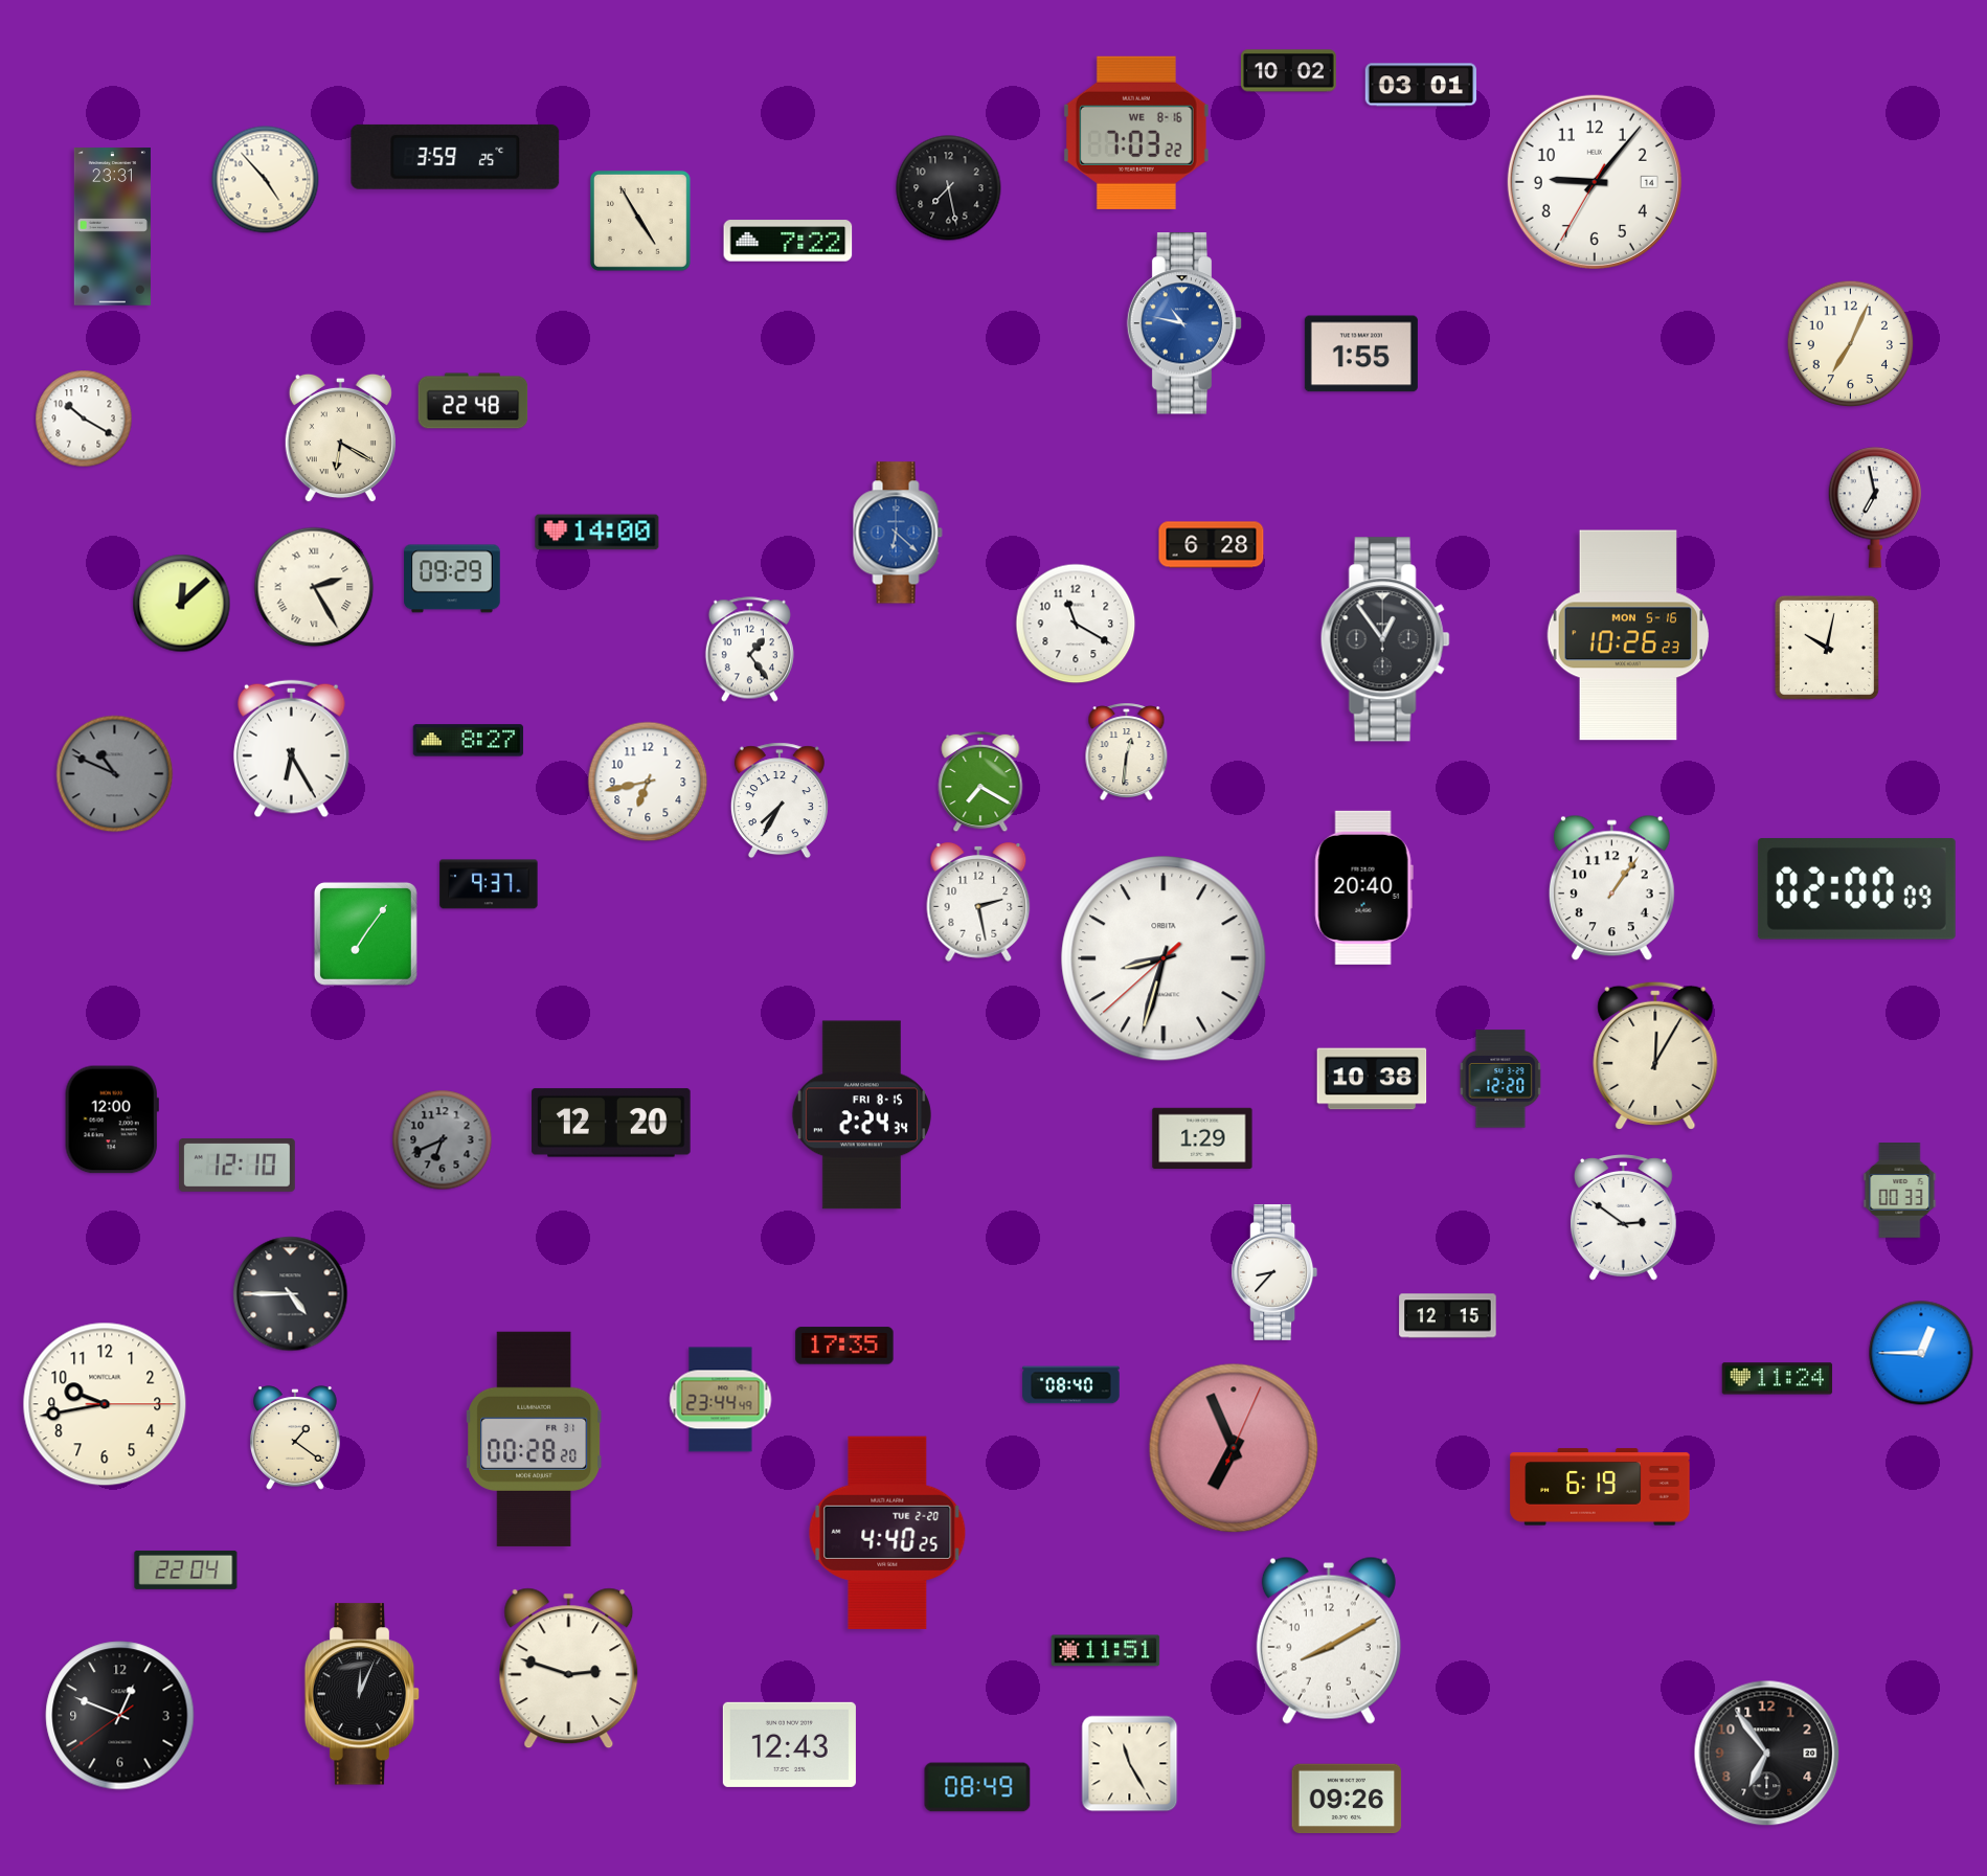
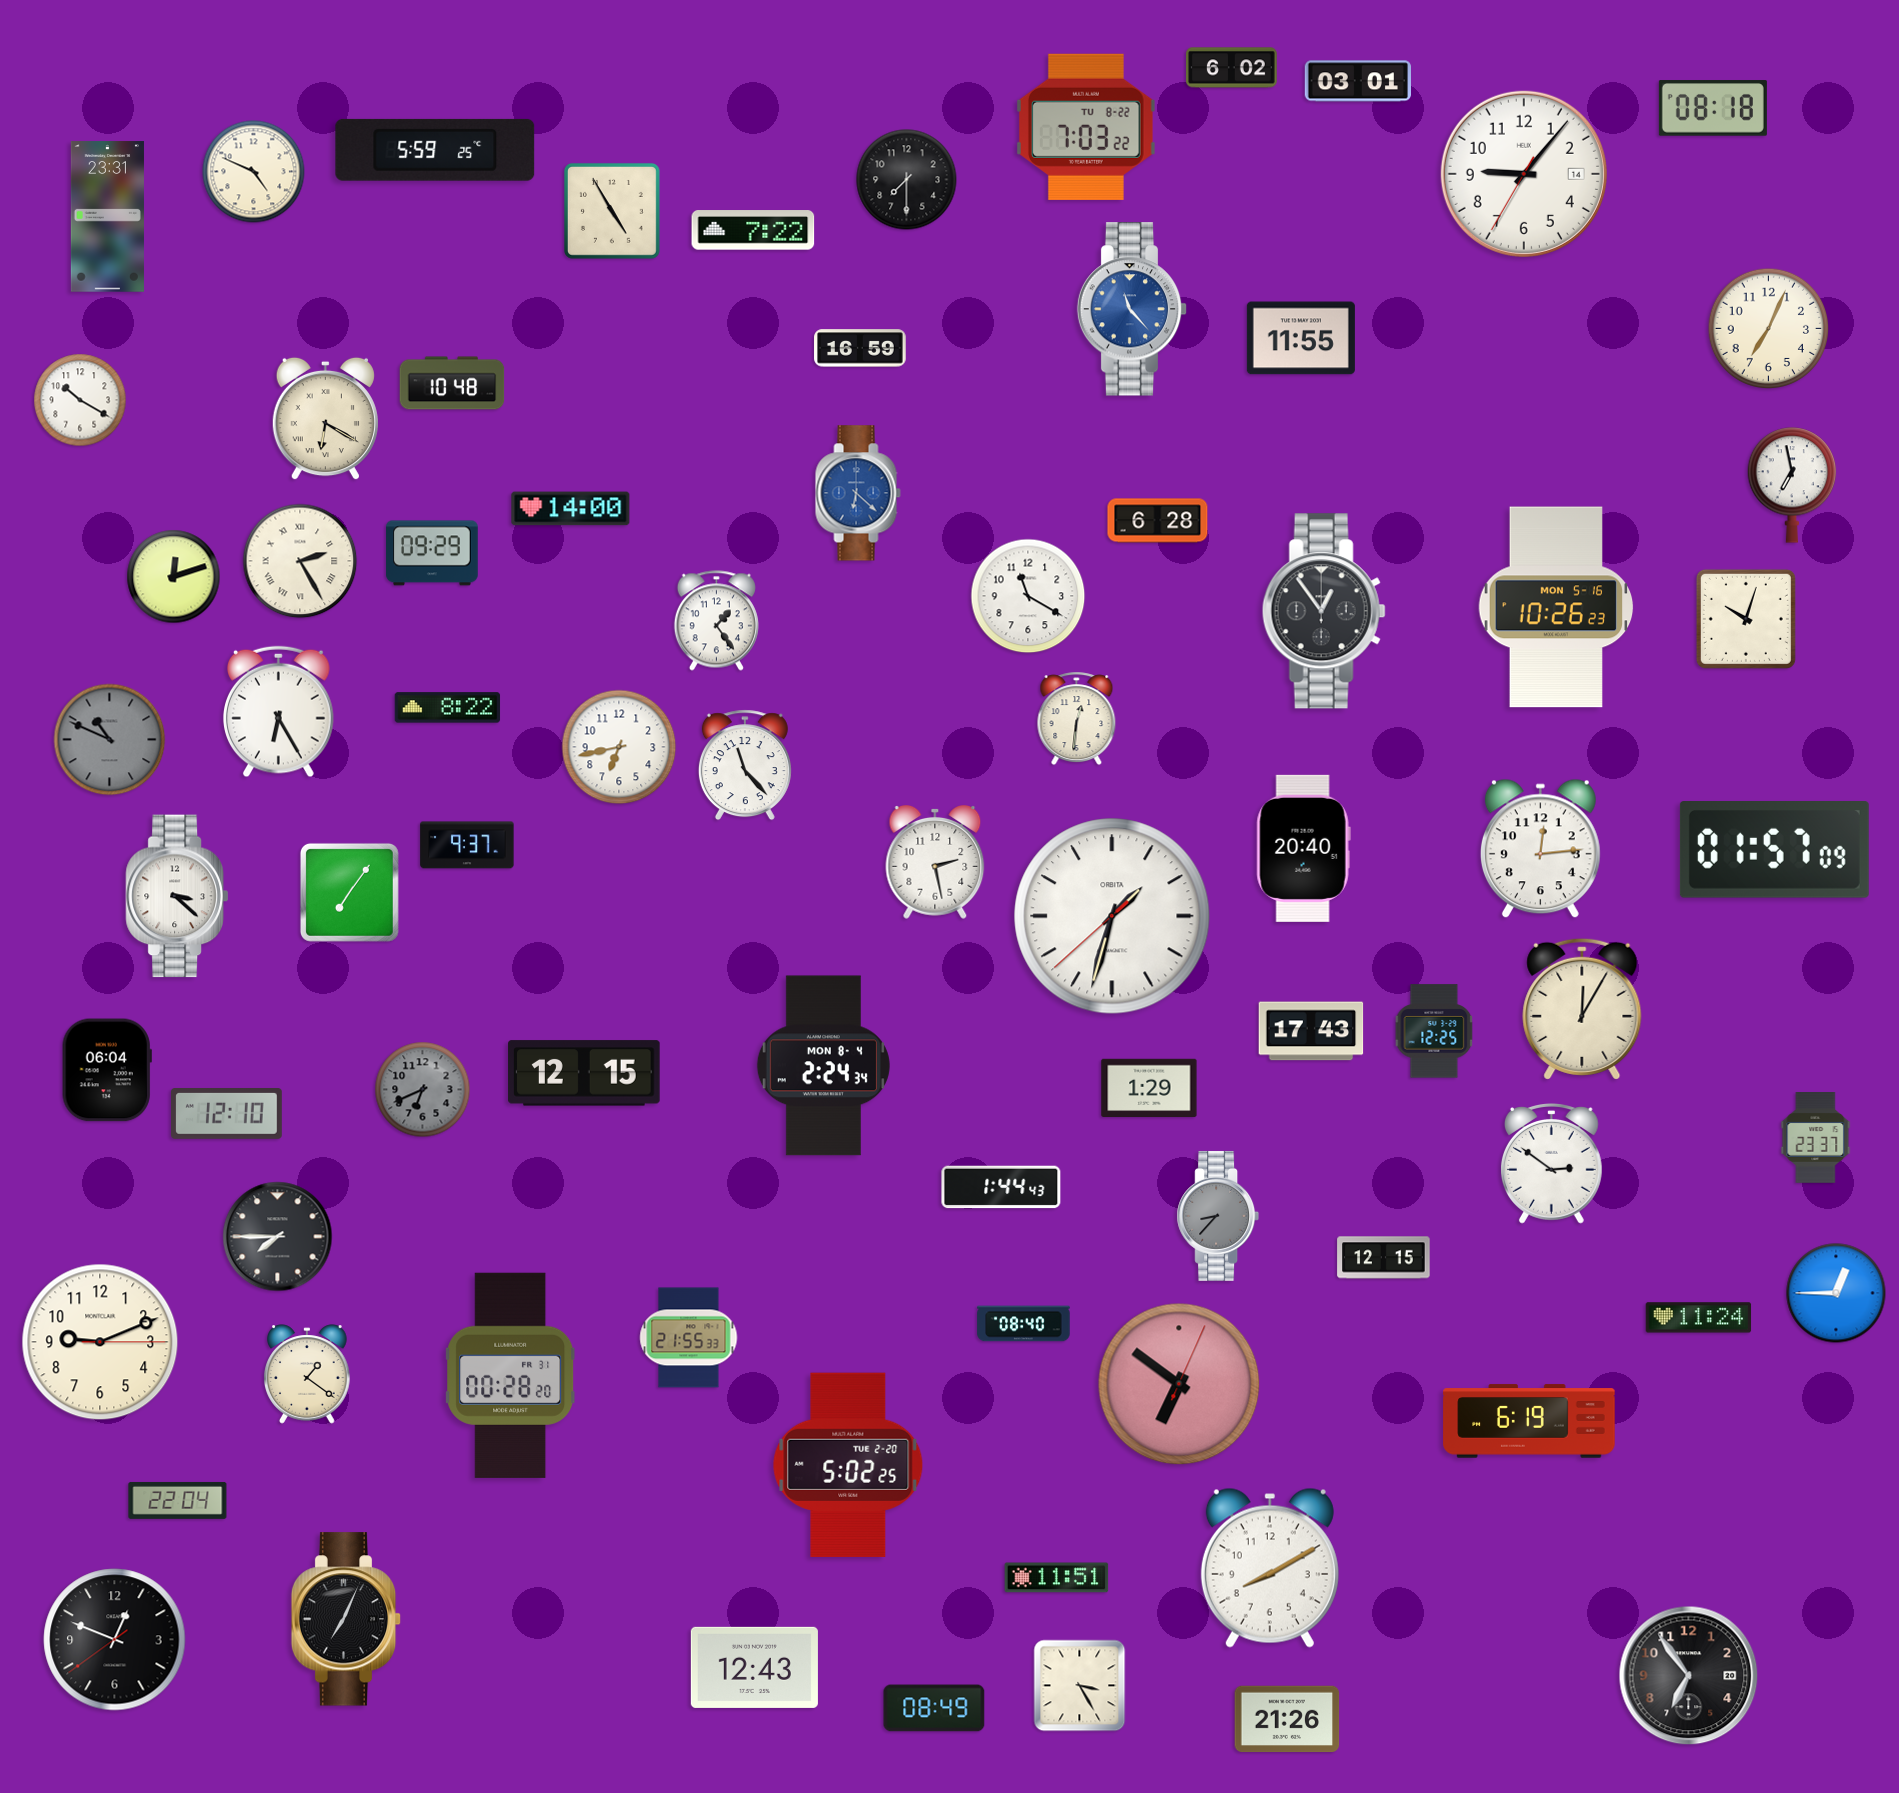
clock at (1289, 71): 10:02 -> 6:02
clock at (1713, 108): none -> 08:18
clock at (1136, 133) date: WE 8-16 -> TU 8-22
clock at (455, 157): 3:59 -> 5:59
clock at (266, 180): 4:53 -> 4:49
clock at (949, 188): 7:28 -> 7:30
clock at (1184, 323): 10:47 -> 11:23
clock at (1361, 354): 1:55 -> 11:55
clock at (860, 348): none -> 16:59
clock at (473, 401): 22:48 -> 10:48
clock at (898, 533) position: (898, 533) -> (858, 493)
clock at (182, 604): 12:08 -> 12:12
clock at (1827, 648): 10:02 -> 10:03
clock at (469, 741): 8:27 -> 8:22
clock at (292, 749) position: (292, 749) -> (279, 712)
clock at (980, 782): 7:20 -> none
clock at (780, 800): 7:35 -> 11:23
clock at (1611, 888): 1:06 -> 12:14
clock at (1856, 889): 02:00 -> 01:57
clock at (177, 896): none -> 3:22
clock at (1164, 958): 8:32 -> 1:32
clock at (1372, 1079): 10:38 -> 17:43
clock at (1500, 1079): 12:20 -> 12:25
clock at (861, 1115) date: FRI 8-15 -> MON 8-4
clock at (112, 1120): 12:00 -> 06:04
clock at (611, 1123): 12:20 -> 12:15
clock at (1900, 1191): 00:33 -> 23:37
clock at (1001, 1187): none -> 1:44
clock at (1274, 1272) dial: white -> grey
clock at (291, 1294): 4:45 -> 7:45
clock at (844, 1346): 17:35 -> none
clock at (721, 1400): 23:44 -> 21:55
clock at (105, 1404): 9:43 -> 9:11
clock at (296, 1438) position: (296, 1438) -> (308, 1374)
clock at (1234, 1448): 6:56 -> 6:51
clock at (887, 1533): 4:40 -> 5:02
clock at (569, 1669): 2:48 -> none
clock at (362, 1694): 12:04 -> 7:04
clock at (1130, 1764): 11:25 -> 3:25
clock at (1347, 1799): 09:26 -> 21:26
